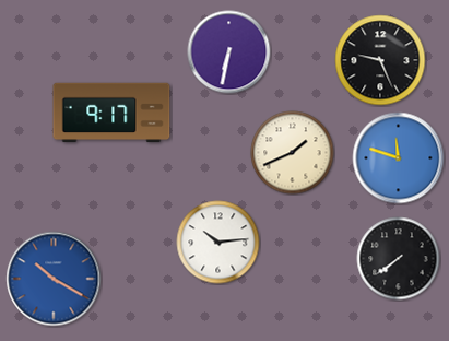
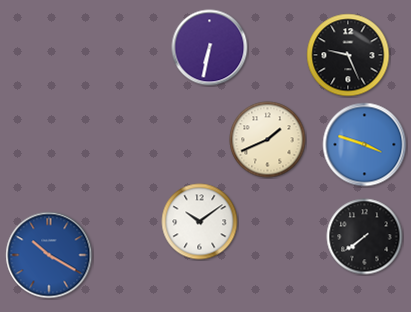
clock at (111, 113): 9:17 -> none
clock at (399, 158): 11:48 -> 3:48
clock at (218, 243): 10:14 -> 10:09
